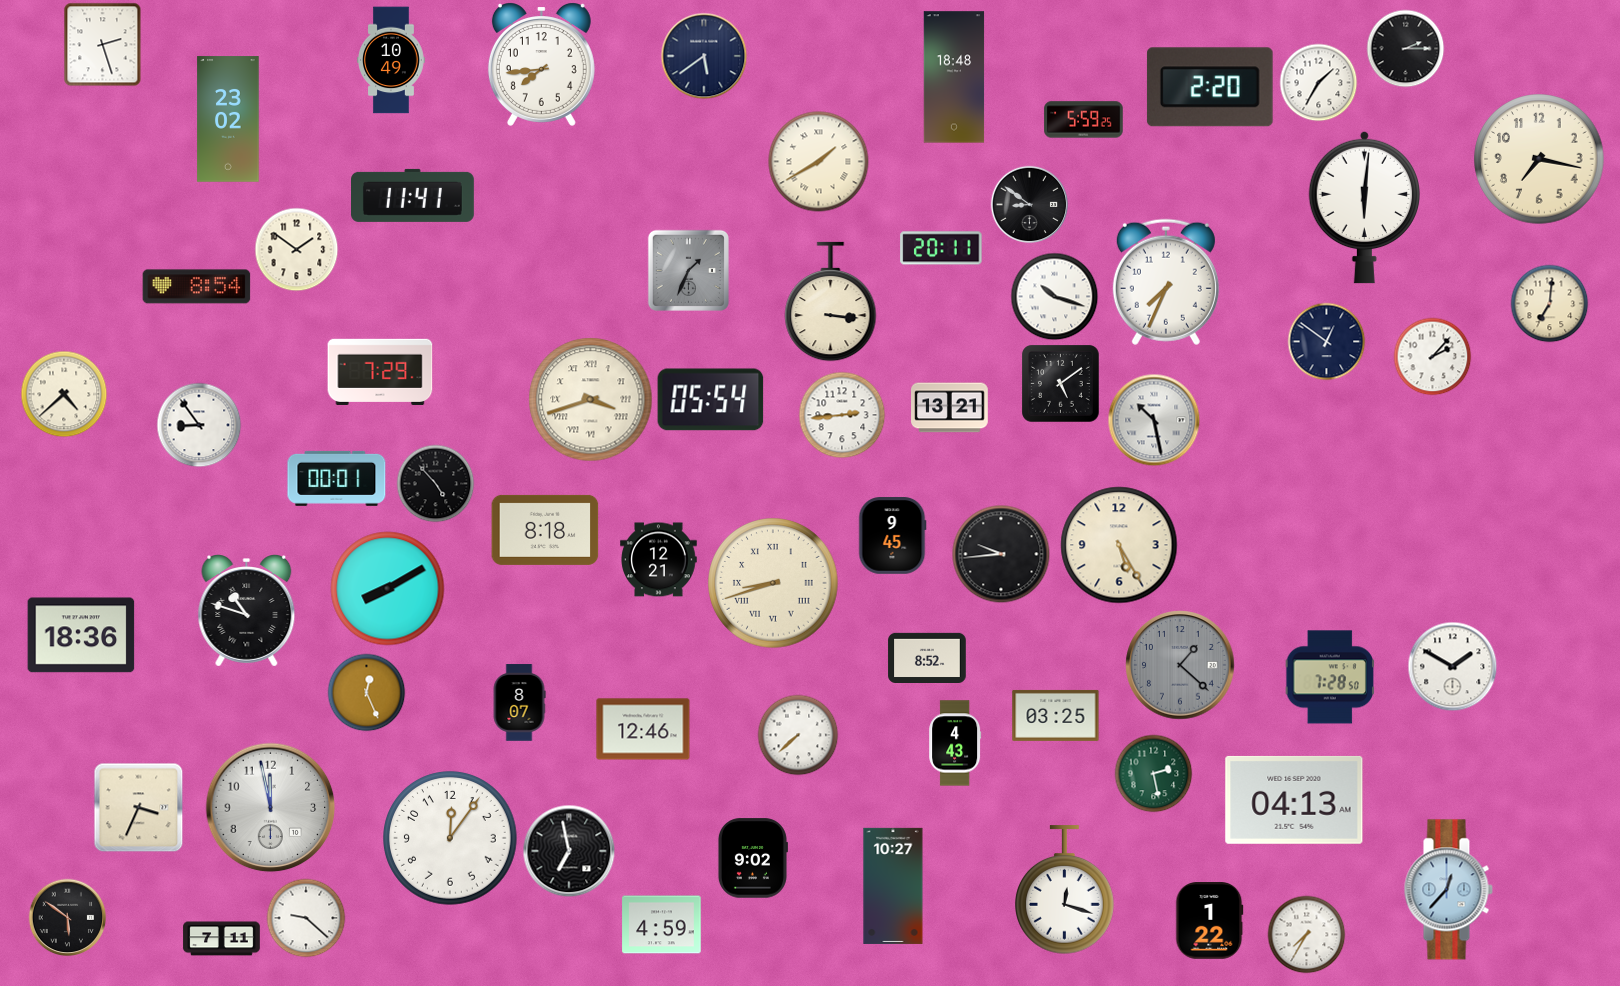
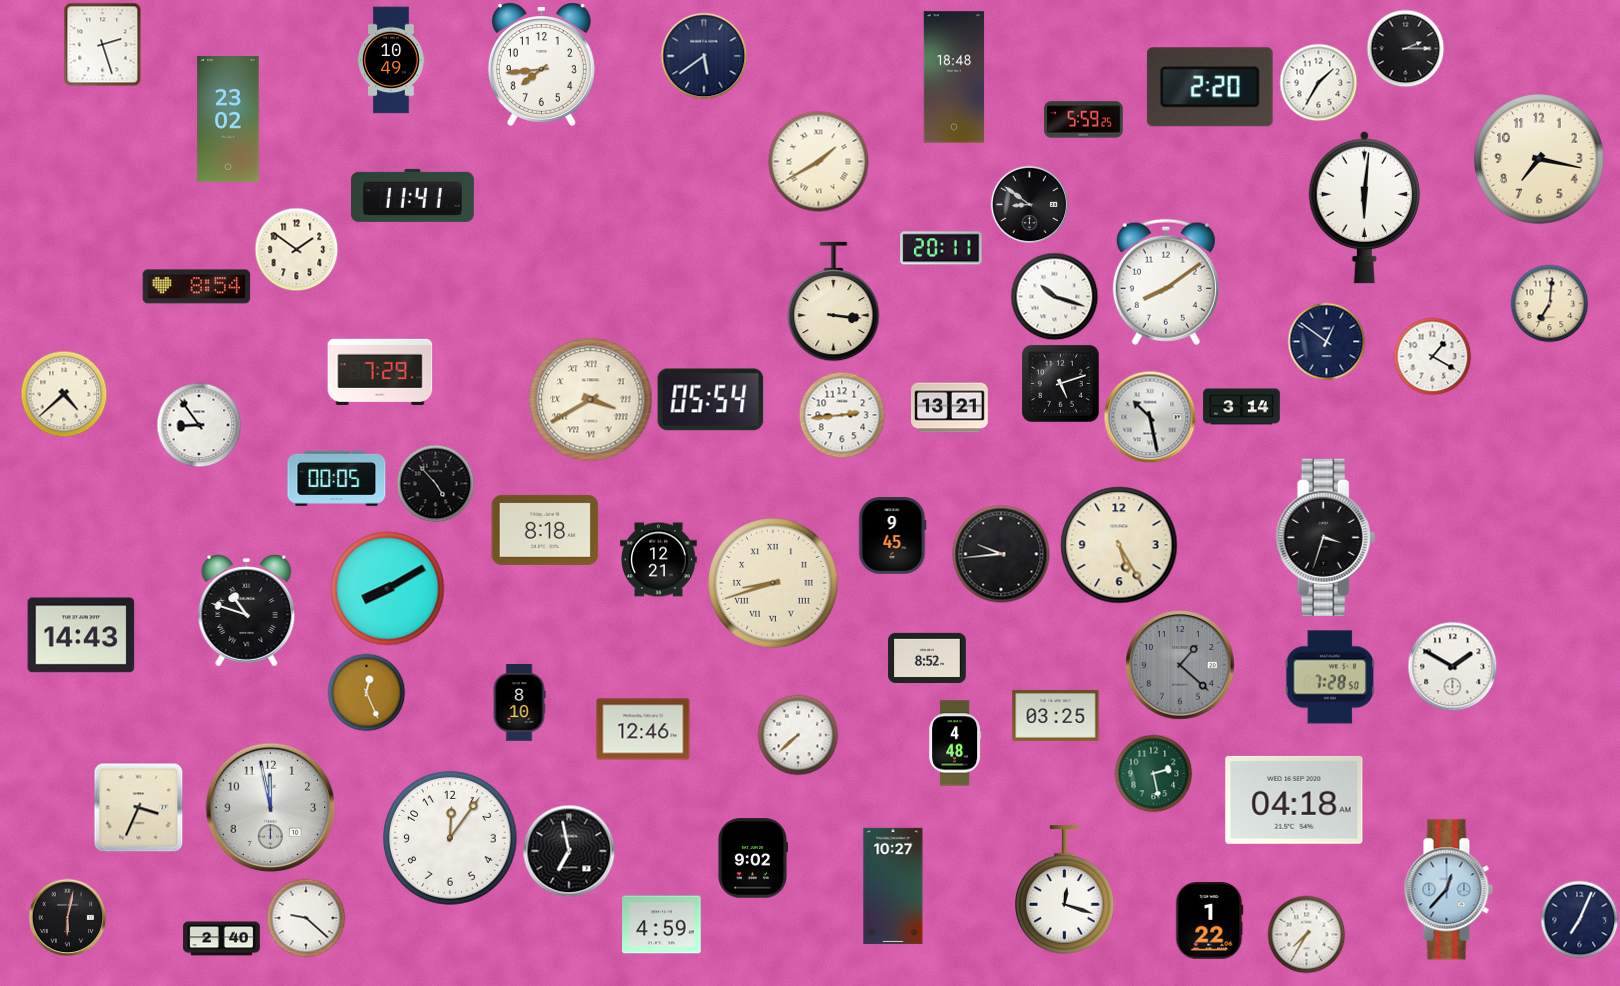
clock at (688, 270): 1:34 -> none
clock at (1166, 282): 7:34 -> 8:09
clock at (831, 302) position: (831, 302) -> (834, 302)
clock at (1432, 356): 2:07 -> 1:20
clock at (1061, 384): 5:09 -> 5:12
clock at (591, 400): 3:42 -> 3:40
clock at (1242, 407): none -> 3:14
clock at (1154, 420) position: (1154, 420) -> (1150, 417)
clock at (337, 478): 00:01 -> 00:05
clock at (1326, 538): none -> 3:33
clock at (81, 635): 18:36 -> 14:43
clock at (519, 703): 8:07 -> 8:10
clock at (955, 743): 4:43 -> 4:48
clock at (1294, 800): 04:13 -> 04:18
clock at (67, 917): 5:51 -> 6:02
clock at (1579, 919): none -> 7:04
clock at (222, 939): 7:11 -> 2:40
